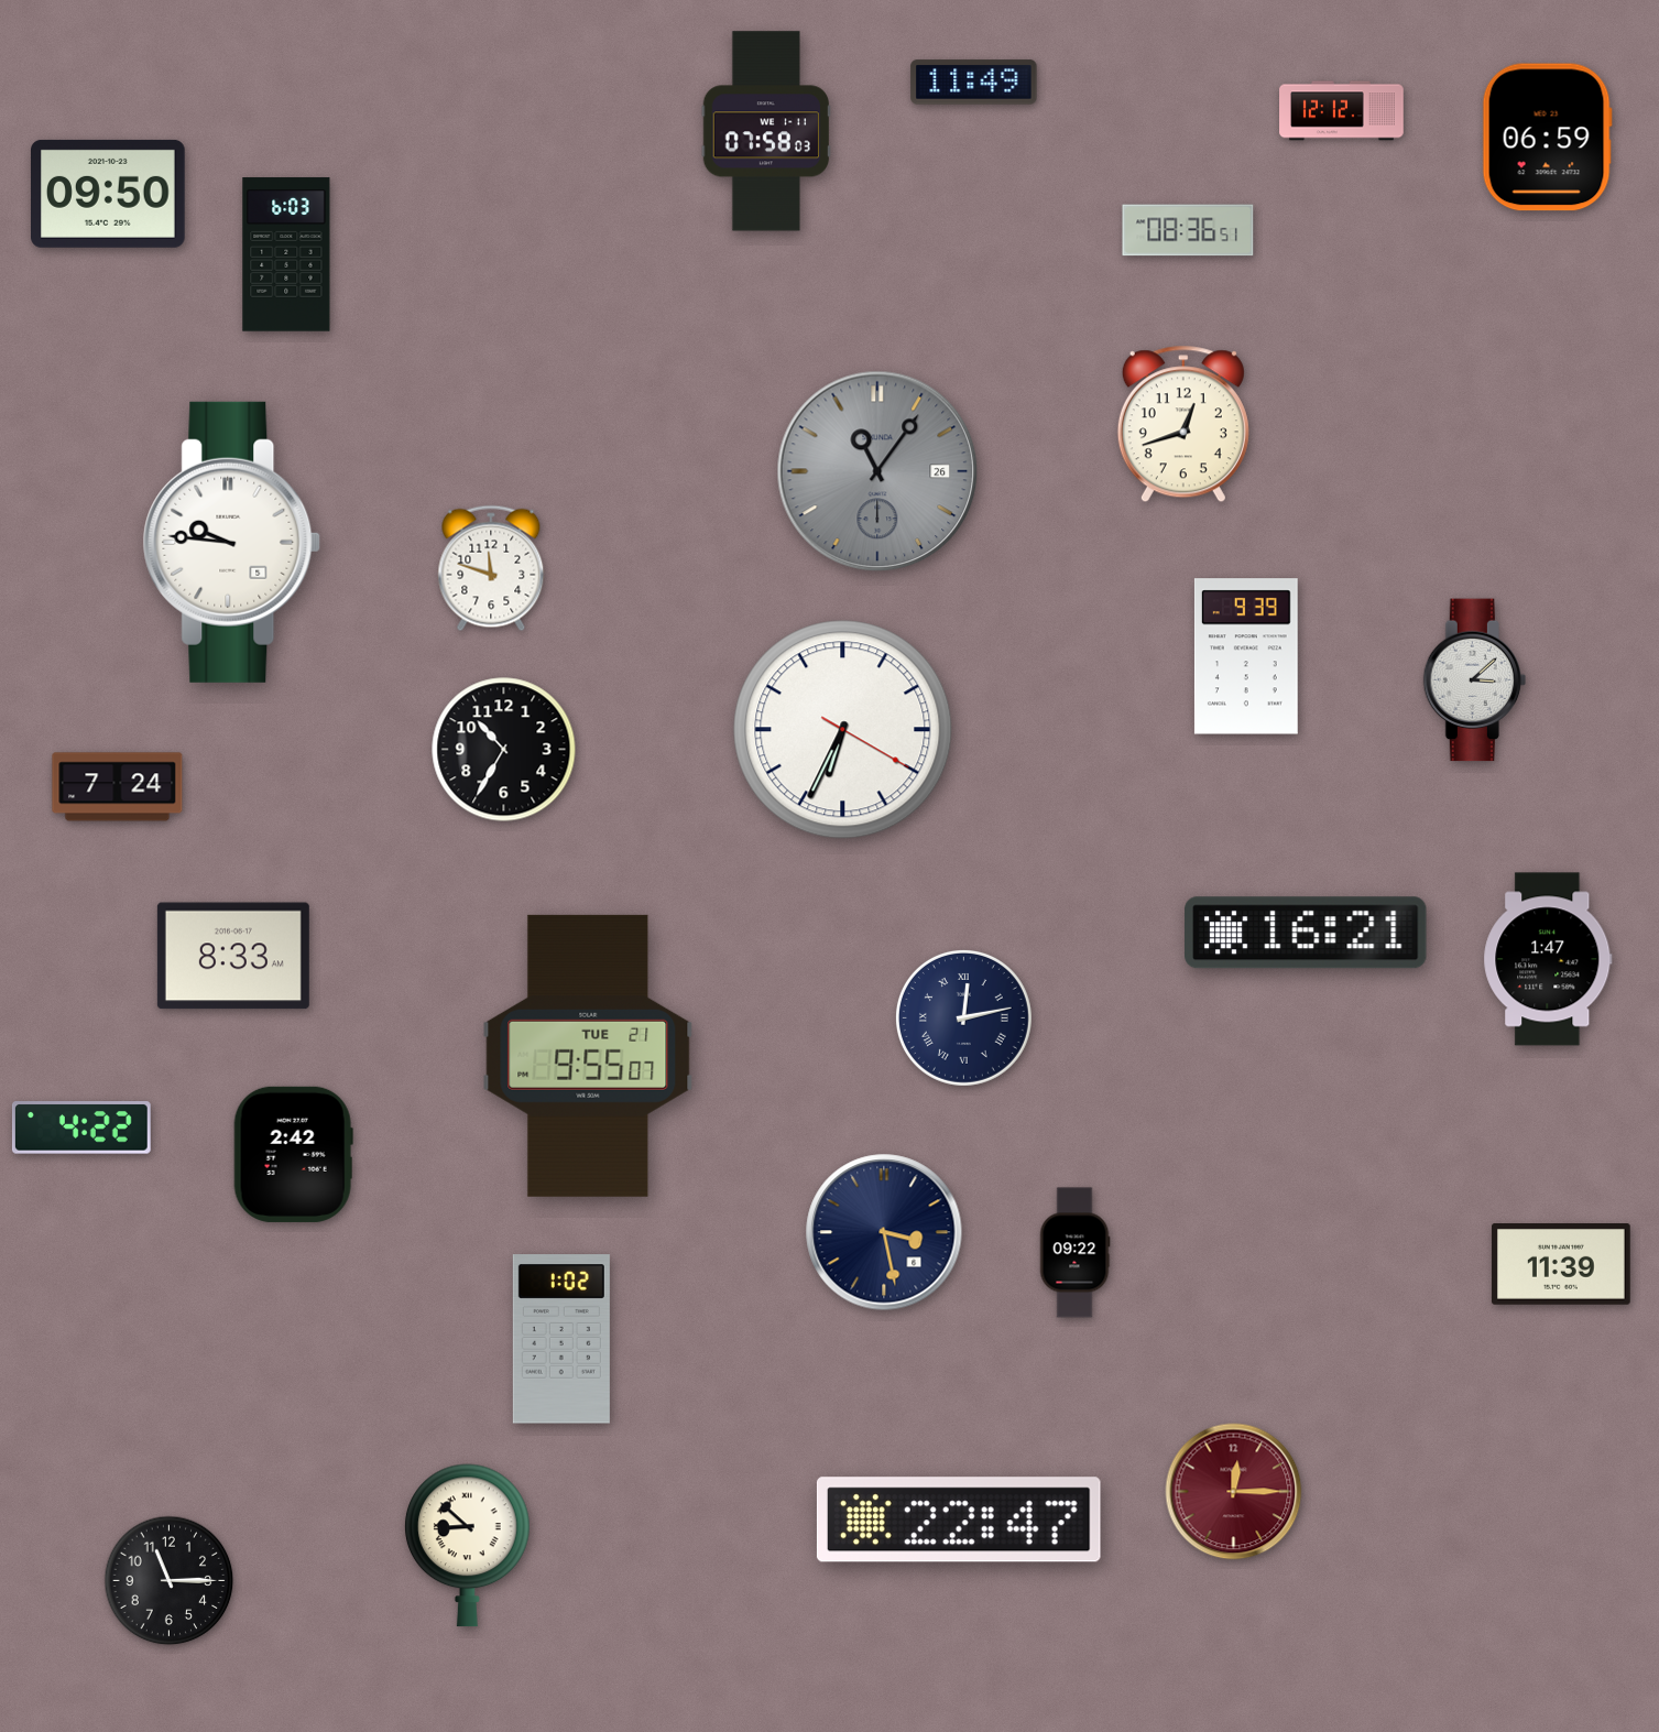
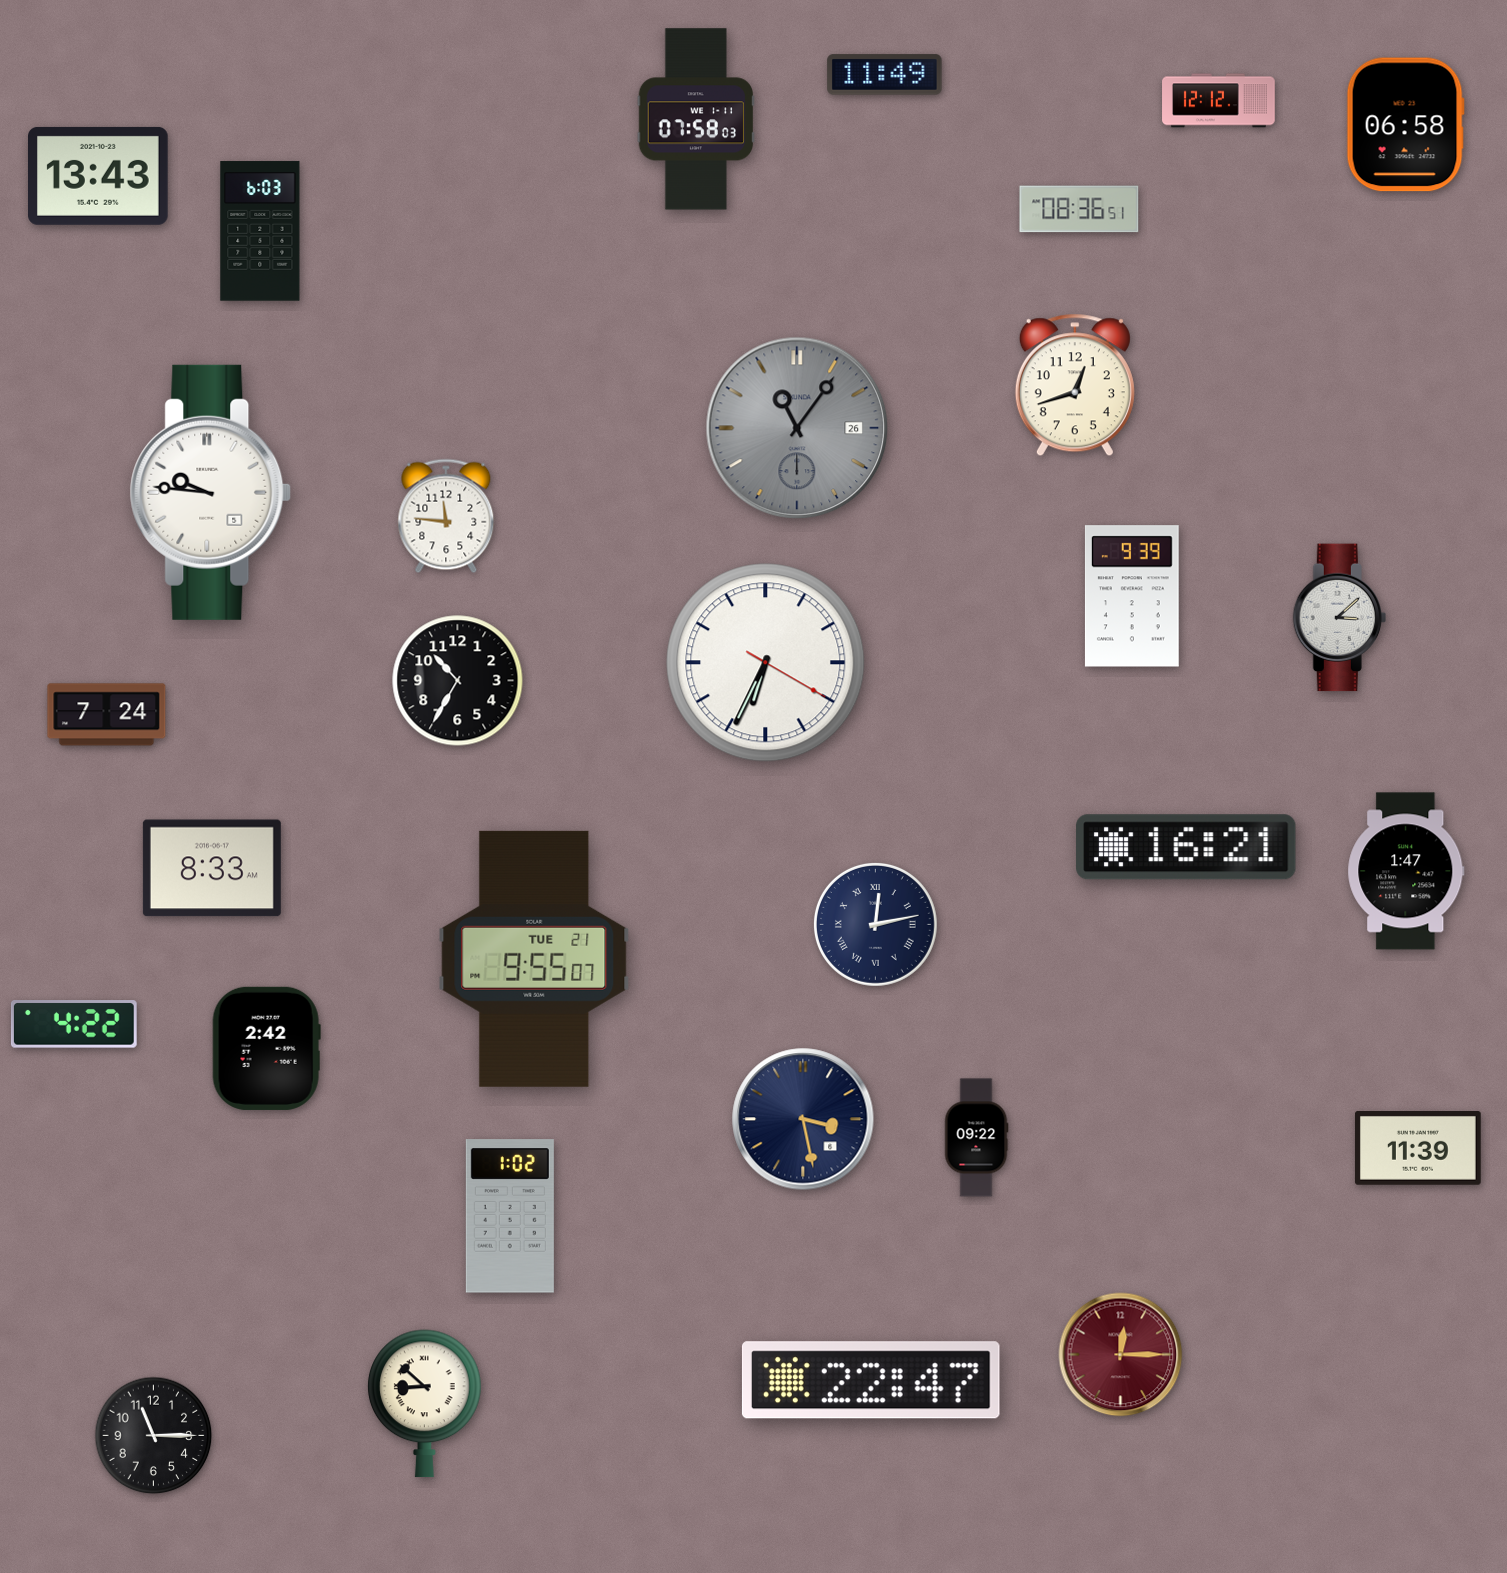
clock at (1547, 138): 06:59 -> 06:58
clock at (108, 194): 09:50 -> 13:43
clock at (491, 568): 11:48 -> 11:46
